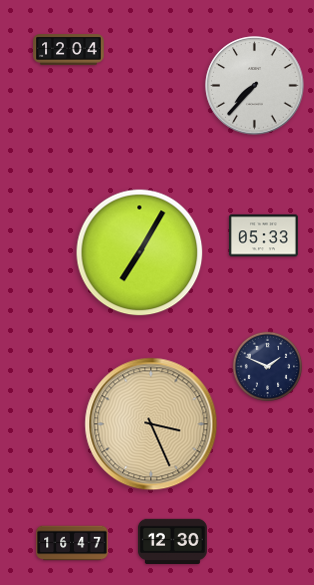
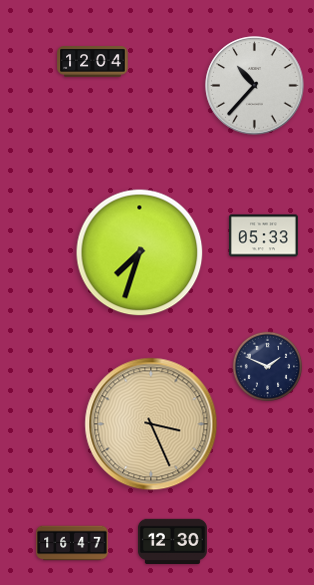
clock at (69, 50) position: (69, 50) -> (93, 62)
clock at (255, 86): 7:37 -> 10:37
clock at (140, 253): 7:05 -> 7:33
